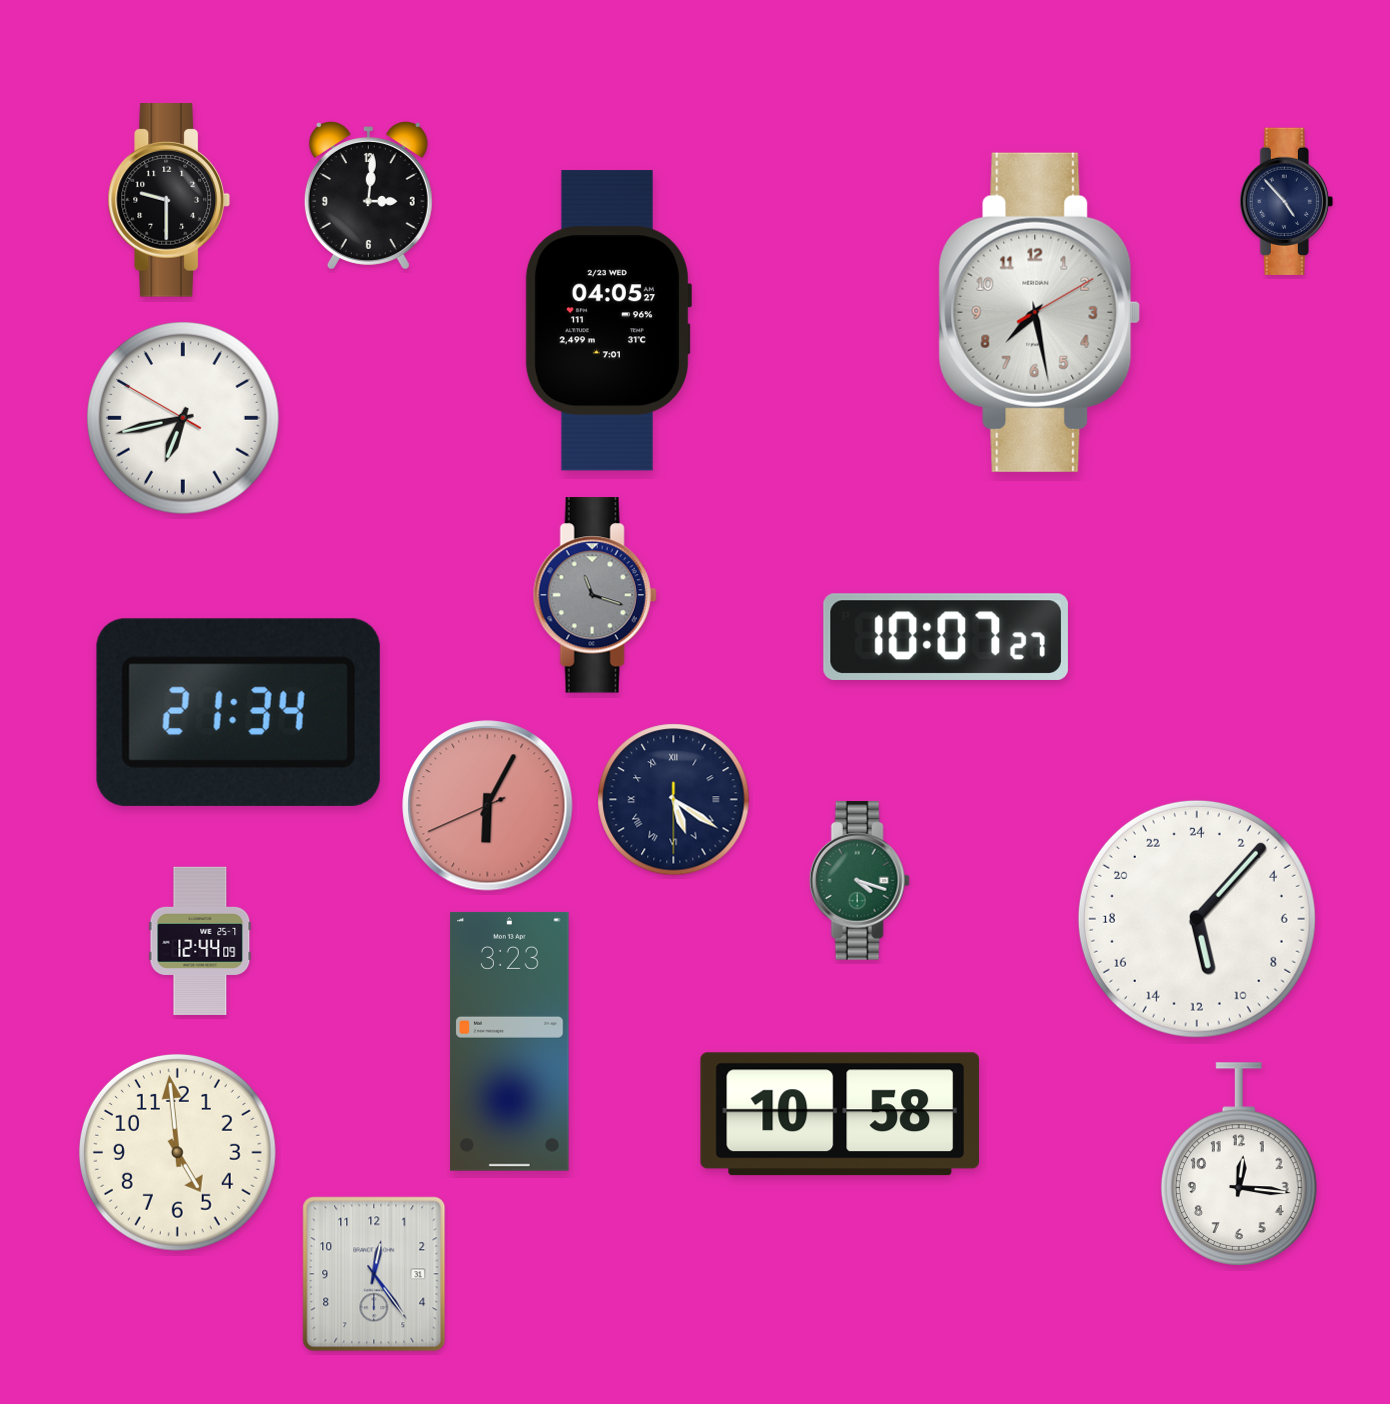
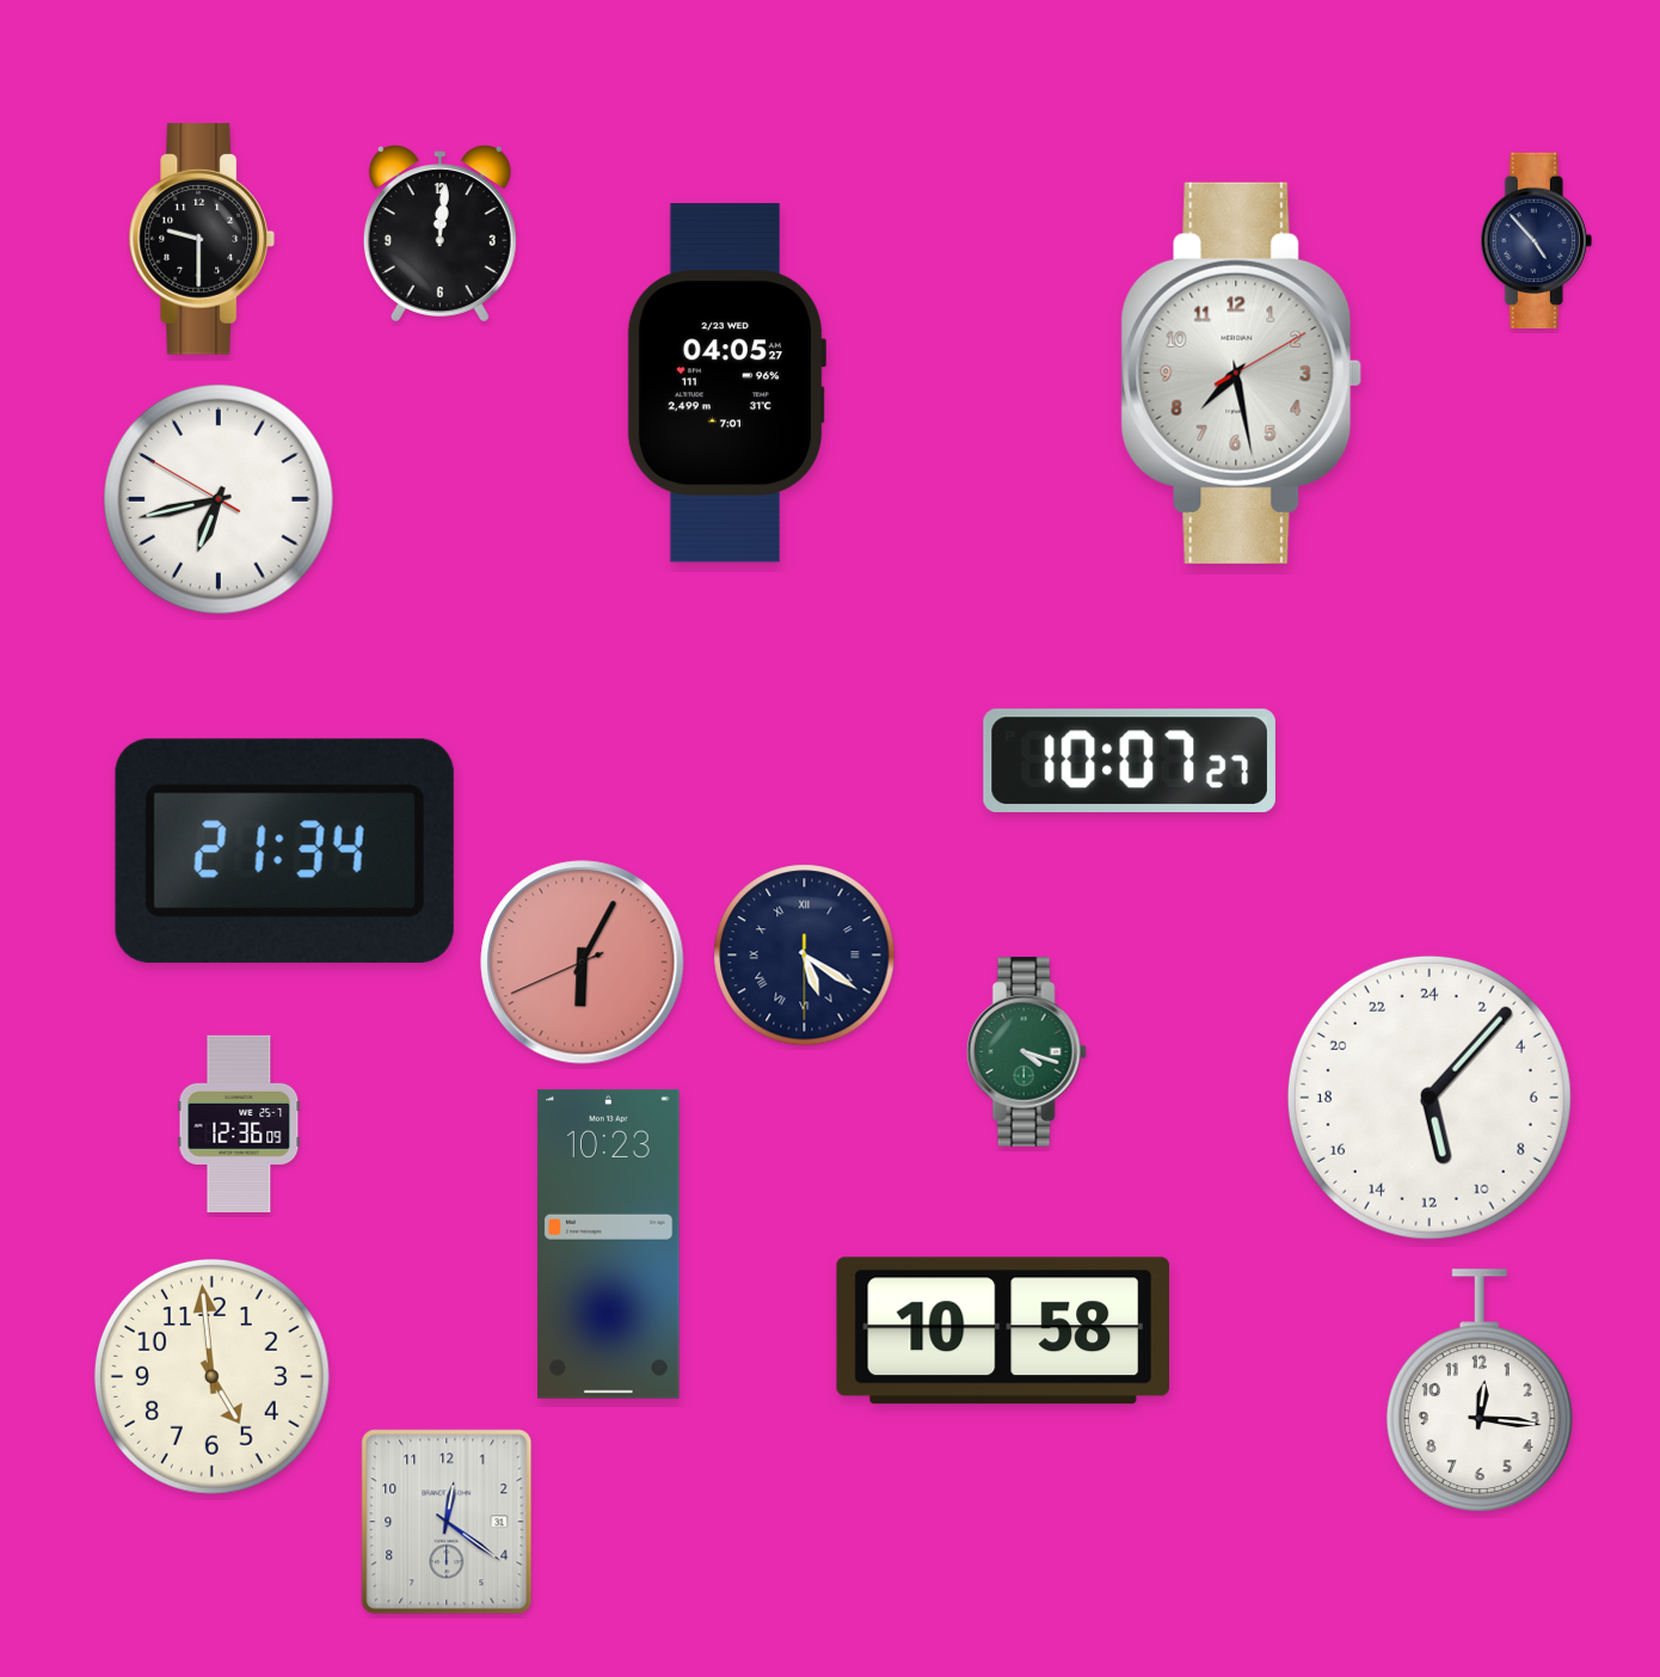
clock at (368, 196): 3:01 -> 12:01
clock at (595, 595): 11:18 -> none
clock at (200, 940): 12:44 -> 12:36
clock at (510, 1041): 3:23 -> 10:23
clock at (374, 1274): 12:24 -> 12:21
